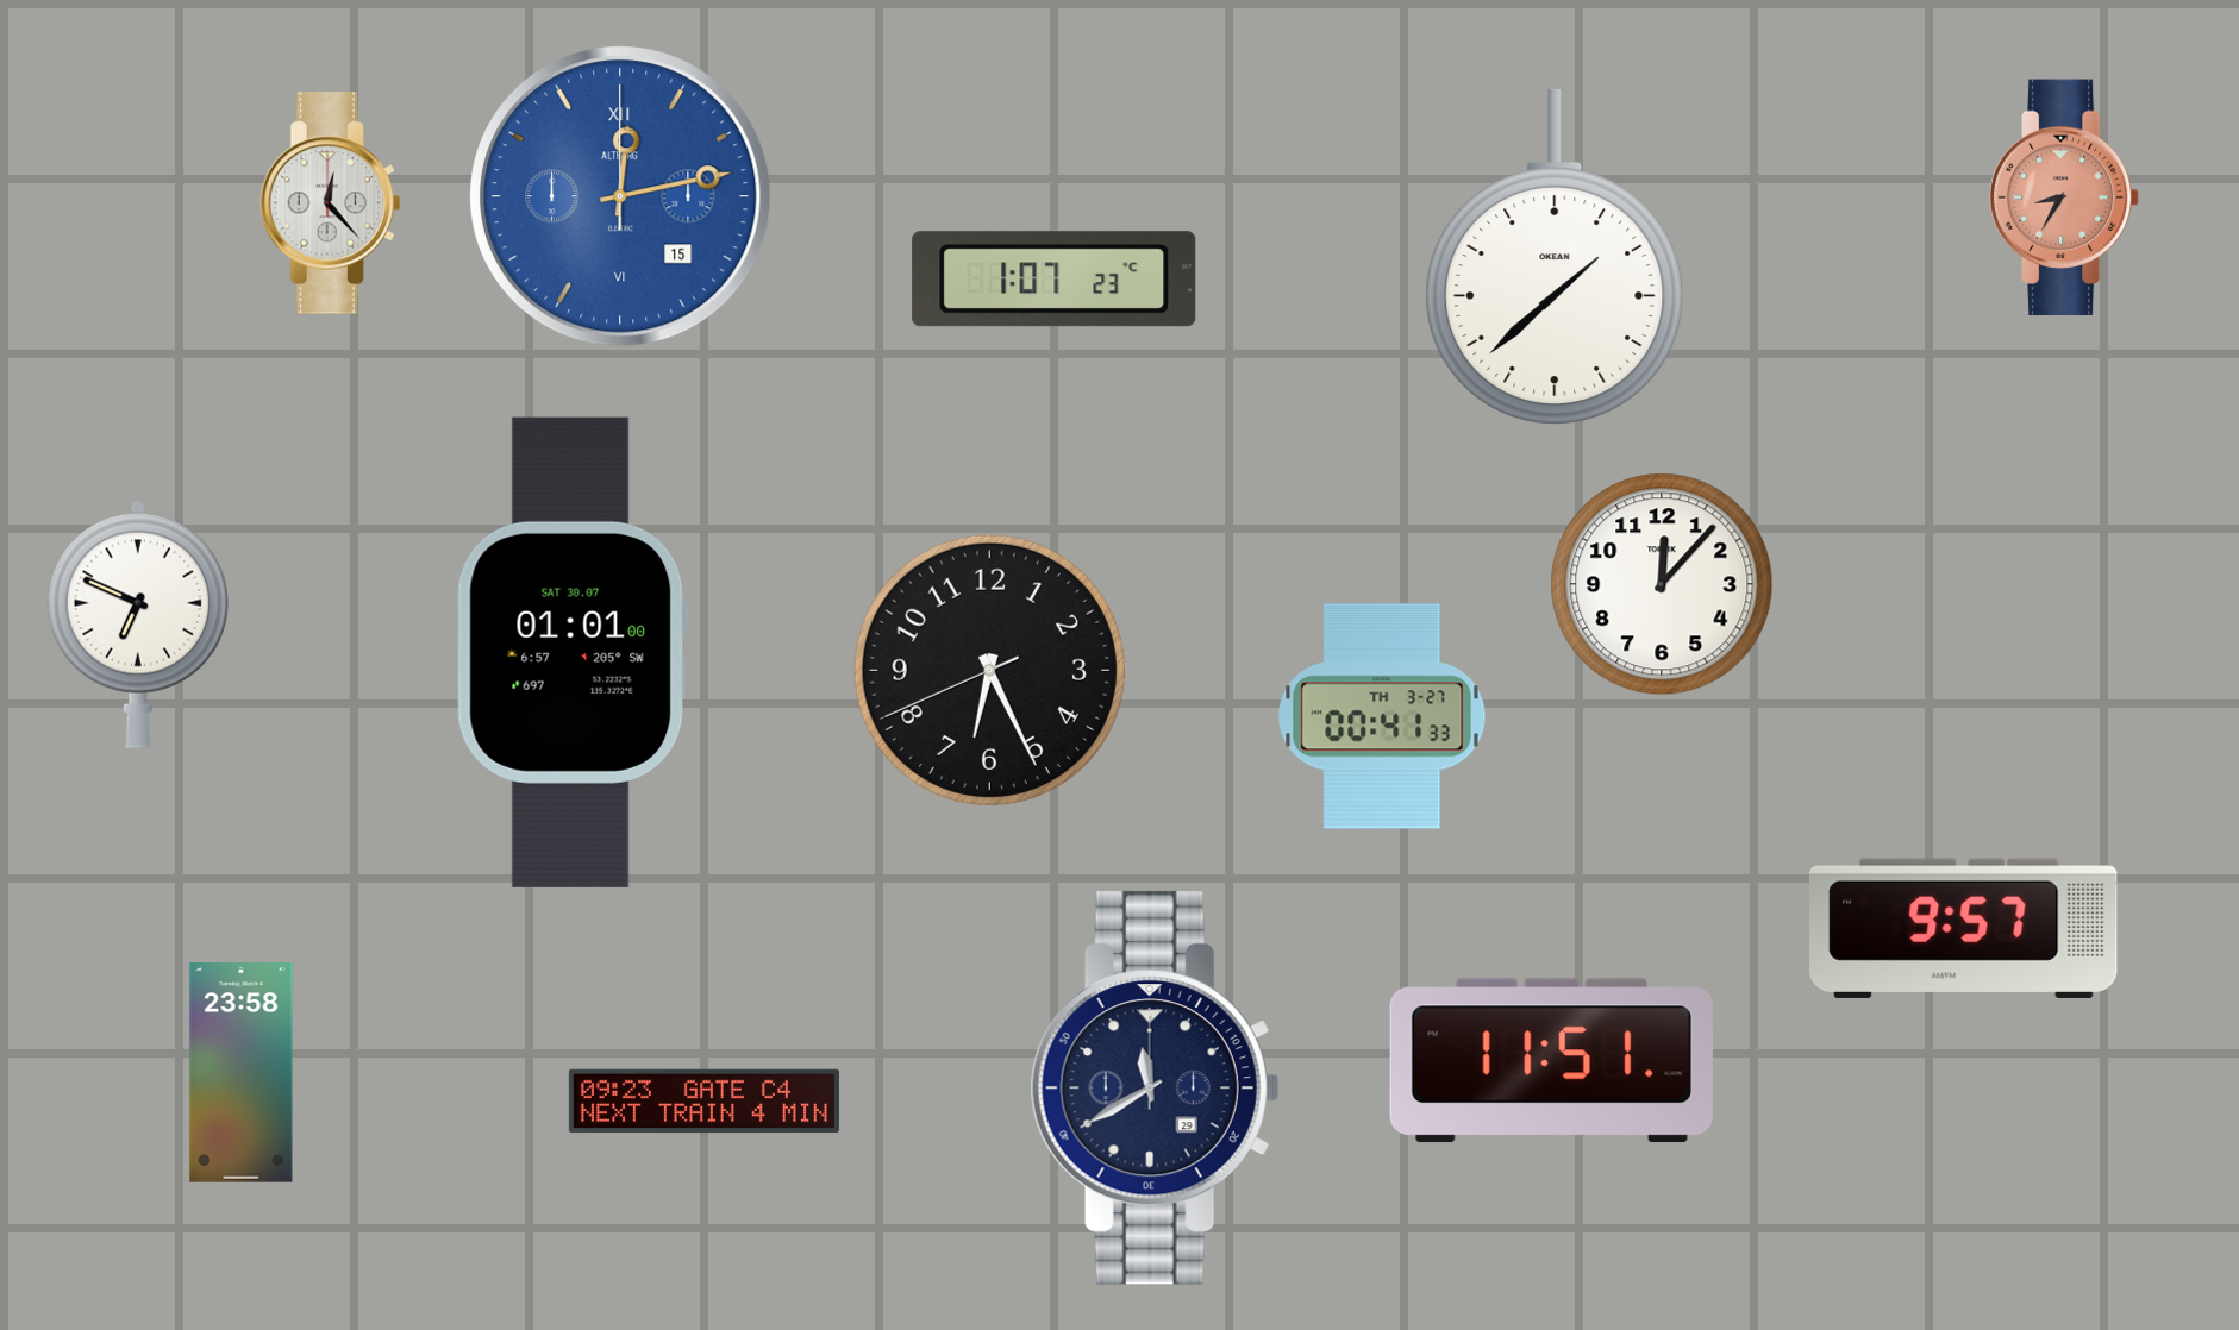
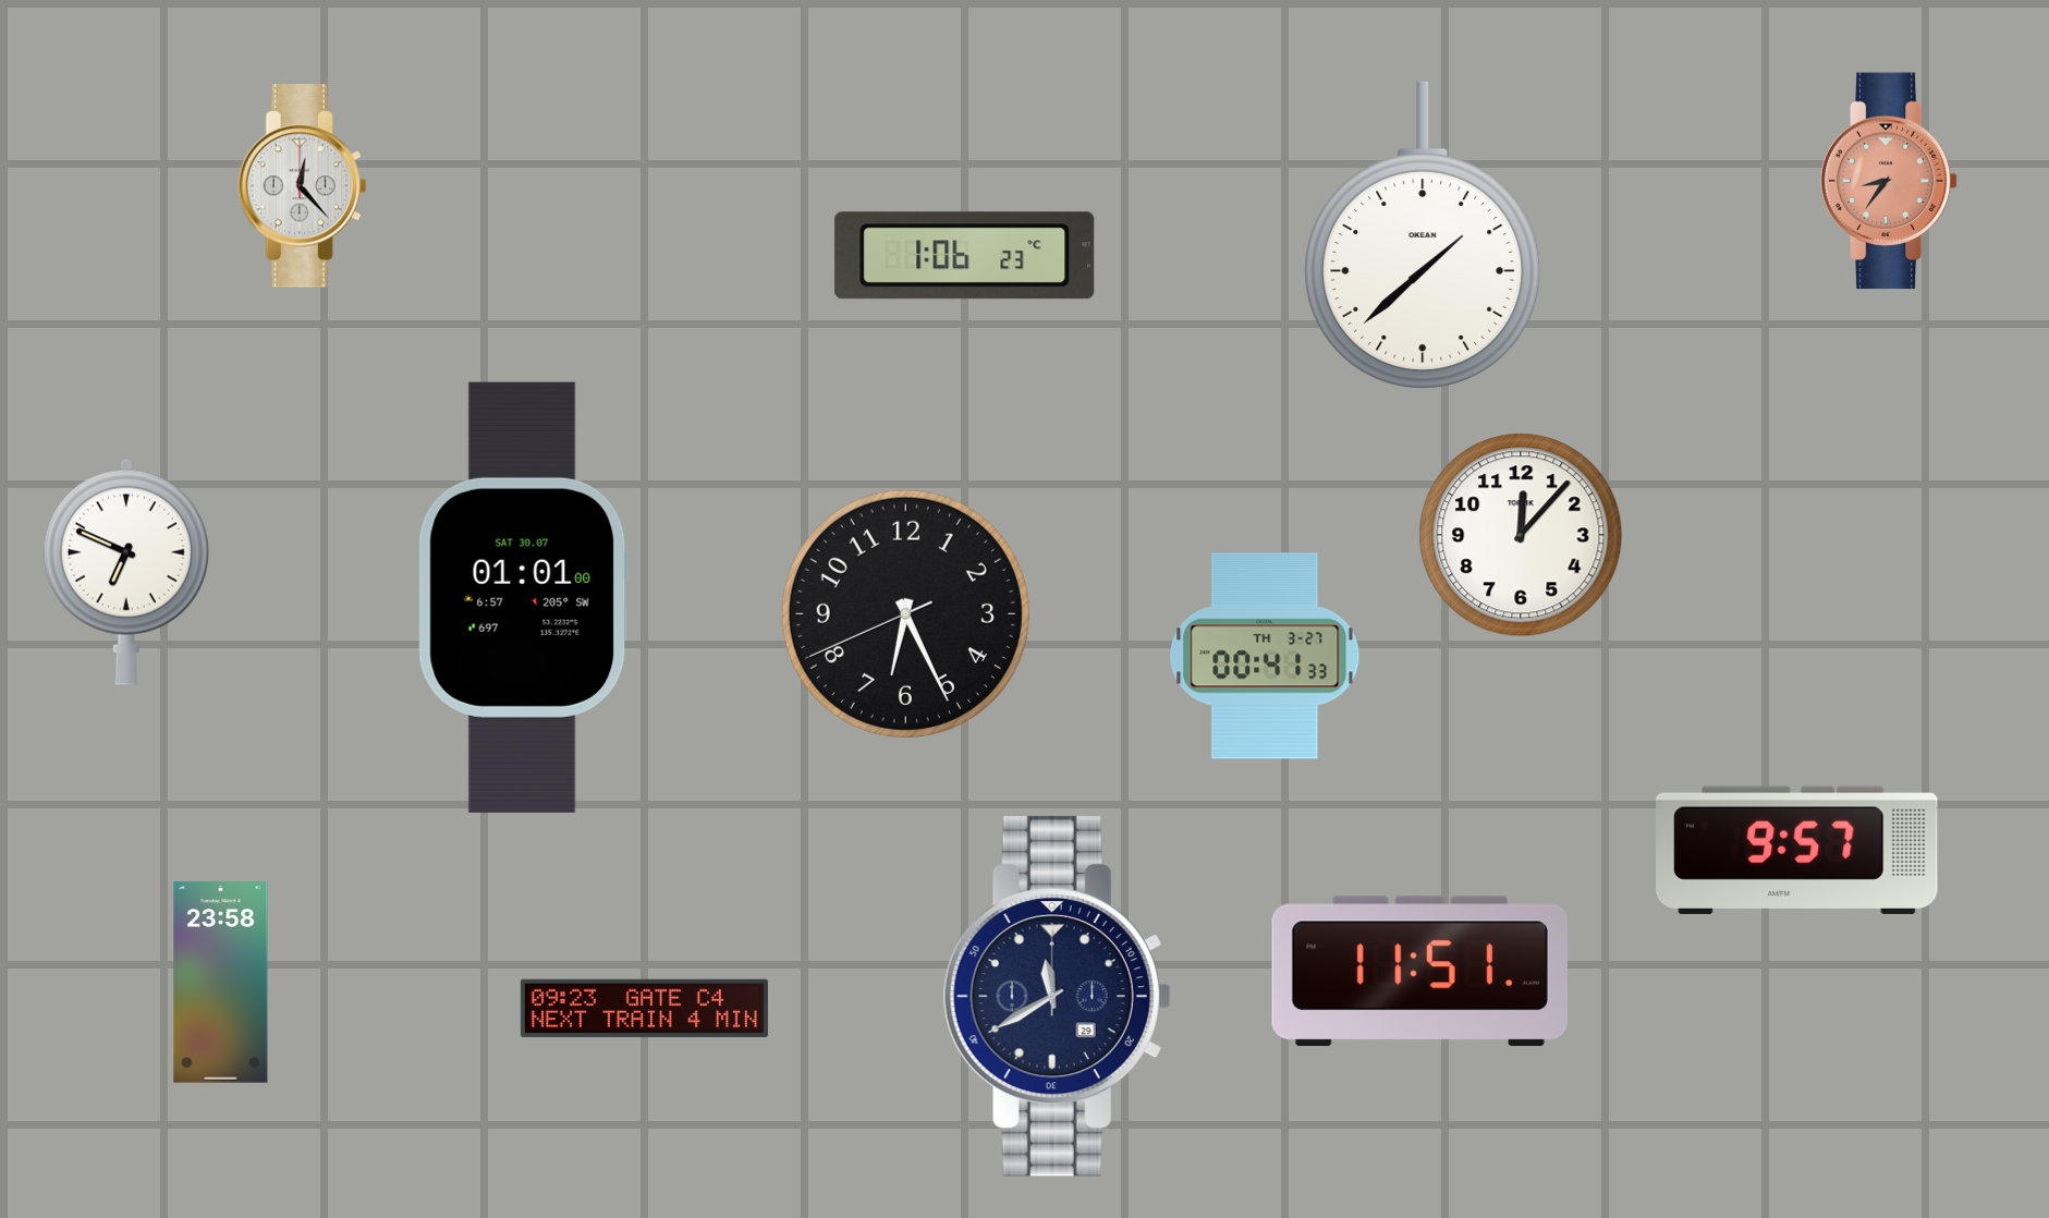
clock at (620, 196): 12:13 -> none
clock at (2064, 197): 8:35 -> 8:36
clock at (1055, 280): 1:07 -> 1:06
